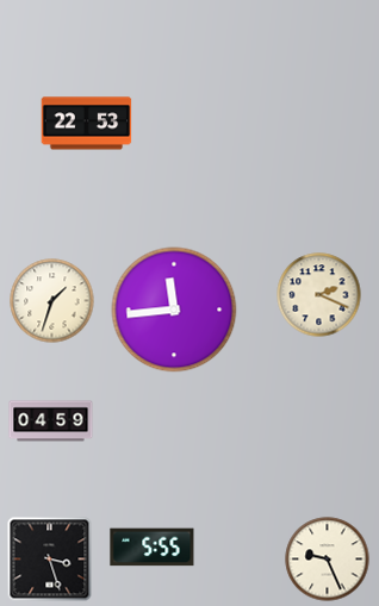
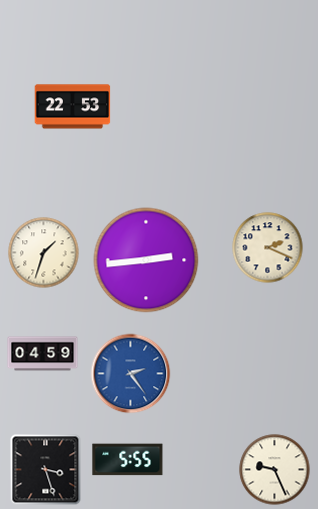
clock at (87, 124) position: (87, 124) -> (73, 107)
clock at (174, 310): 11:44 -> 2:44
clock at (131, 374): none -> 2:24
clock at (50, 560) position: (50, 560) -> (46, 470)
